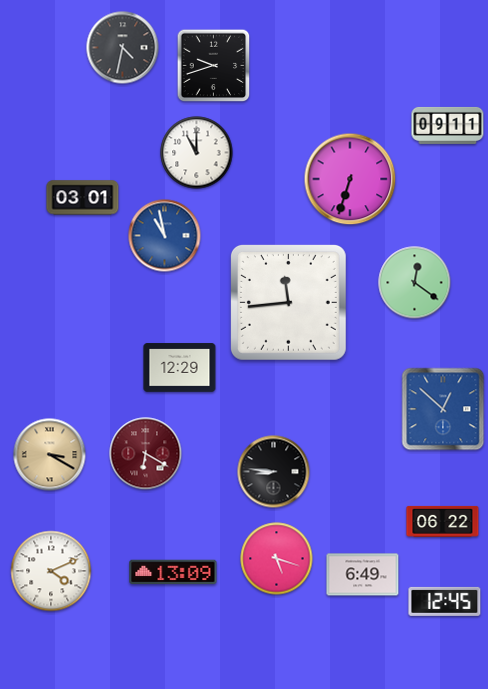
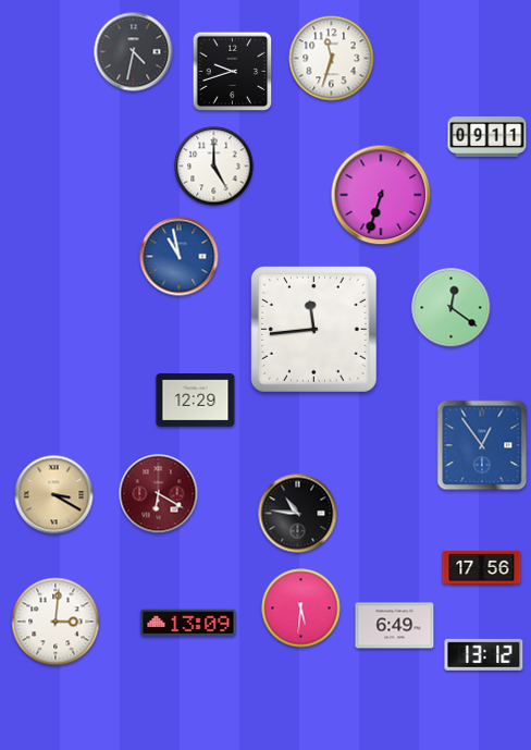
clock at (332, 59): none -> 11:33
clock at (197, 153): 11:00 -> 5:00
clock at (83, 198): 03:01 -> none
clock at (443, 409): 12:52 -> 12:54
clock at (274, 472): 8:46 -> 10:46
clock at (443, 521): 06:22 -> 17:56
clock at (277, 559): 5:18 -> 5:31
clock at (51, 571): 4:11 -> 3:01
clock at (445, 601): 12:45 -> 13:12
